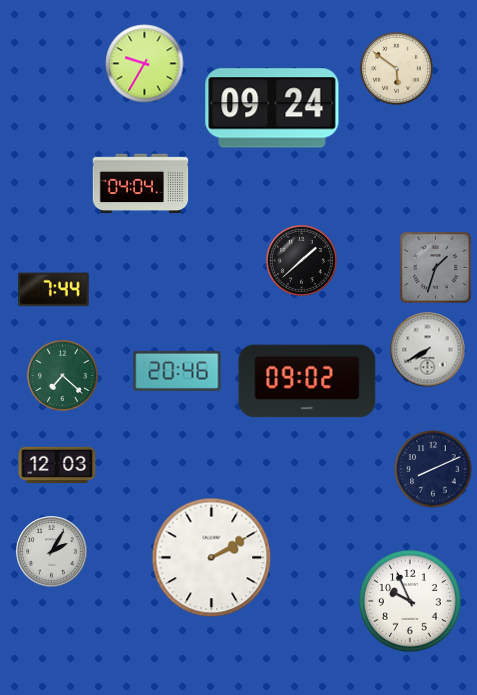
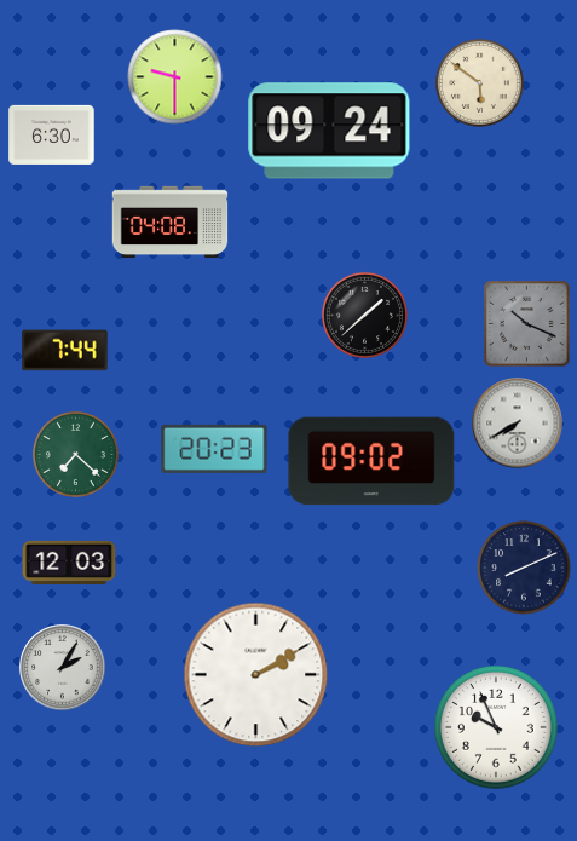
clock at (145, 64): 9:35 -> 9:30
clock at (52, 134): none -> 6:30
clock at (141, 184): 04:04 -> 04:08
clock at (436, 268): 1:33 -> 10:19
clock at (177, 371): 20:46 -> 20:23
